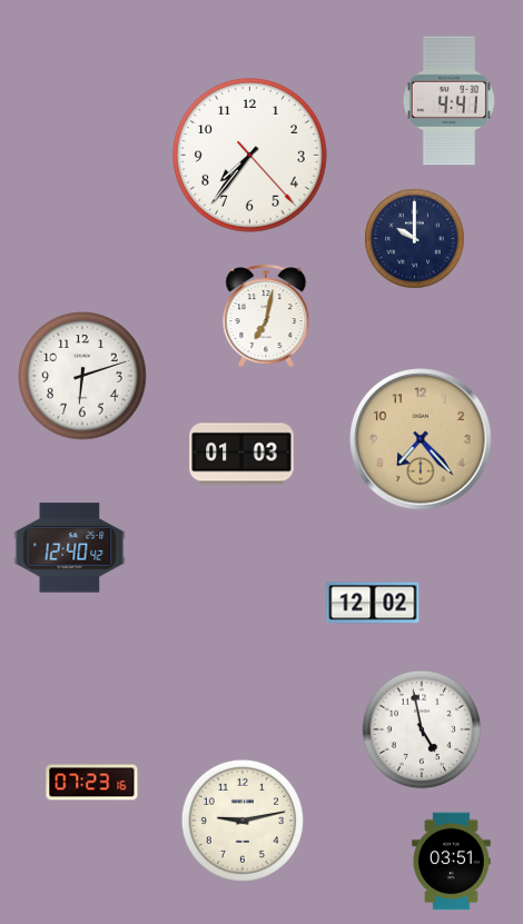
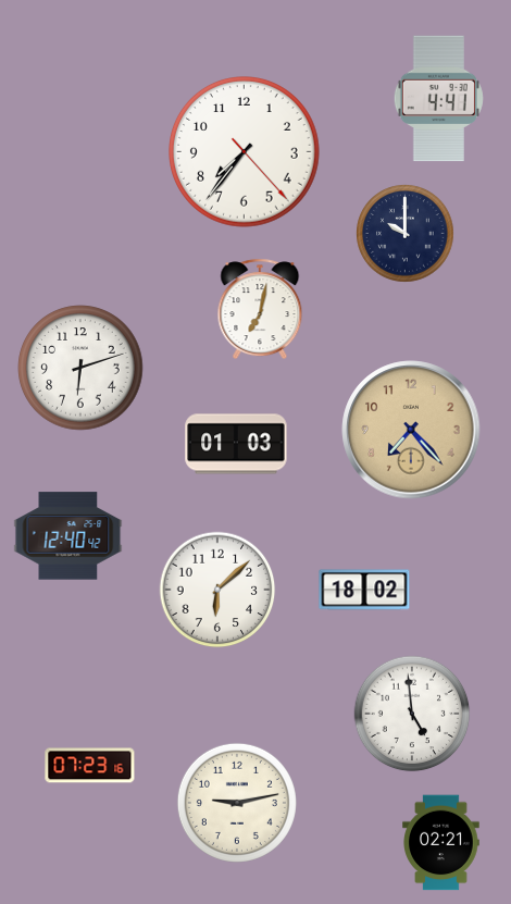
clock at (217, 590): none -> 6:08
clock at (373, 603): 12:02 -> 18:02
clock at (422, 729): 4:58 -> 4:59
clock at (452, 862): 03:51 -> 02:21
